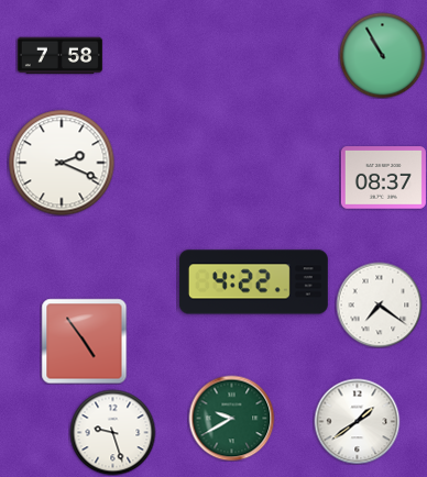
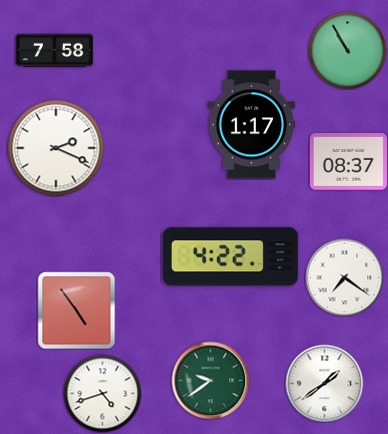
clock at (252, 125): none -> 1:17
clock at (231, 418): 9:40 -> 9:39
clock at (112, 432): 9:27 -> 4:42
